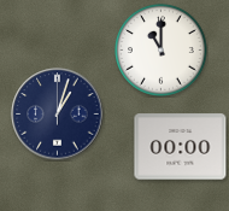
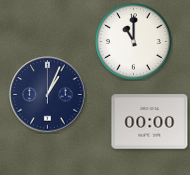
clock at (58, 115): 1:03 -> 1:04
